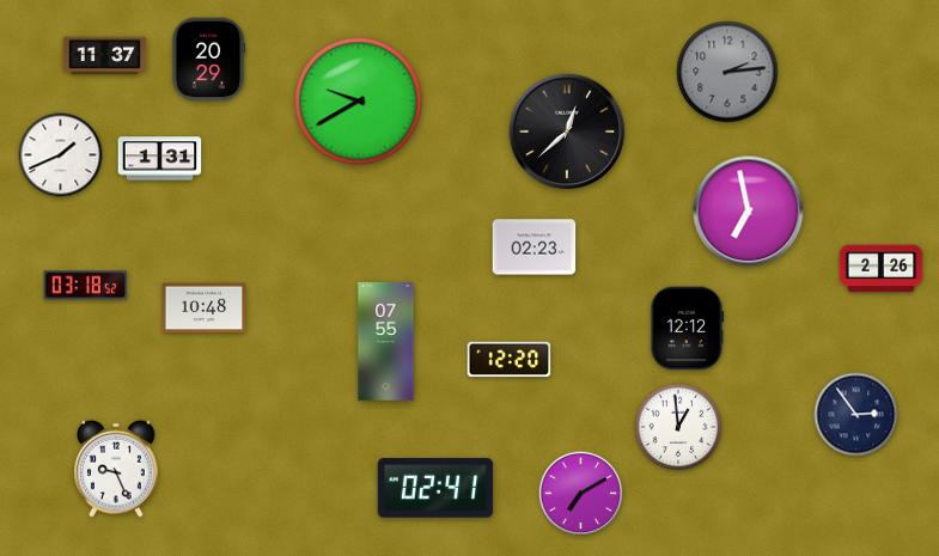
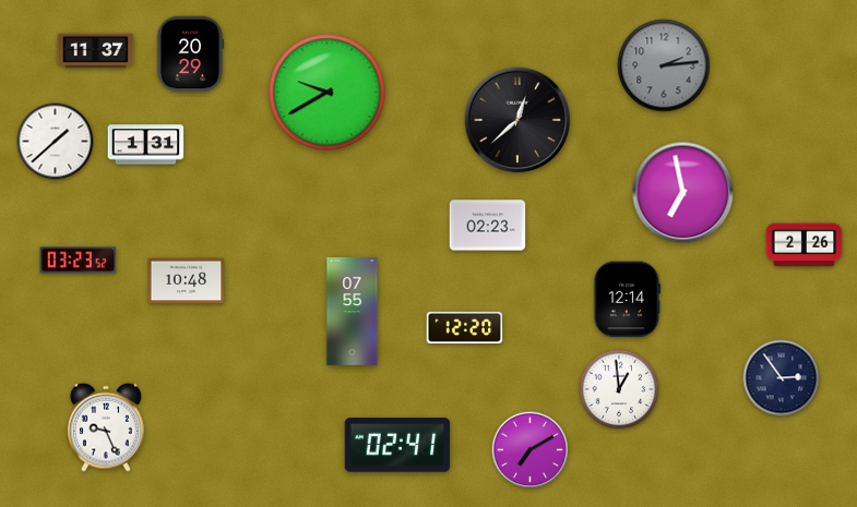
clock at (61, 155): 1:41 -> 1:38
clock at (86, 286): 03:18 -> 03:23
clock at (688, 329): 12:12 -> 12:14
